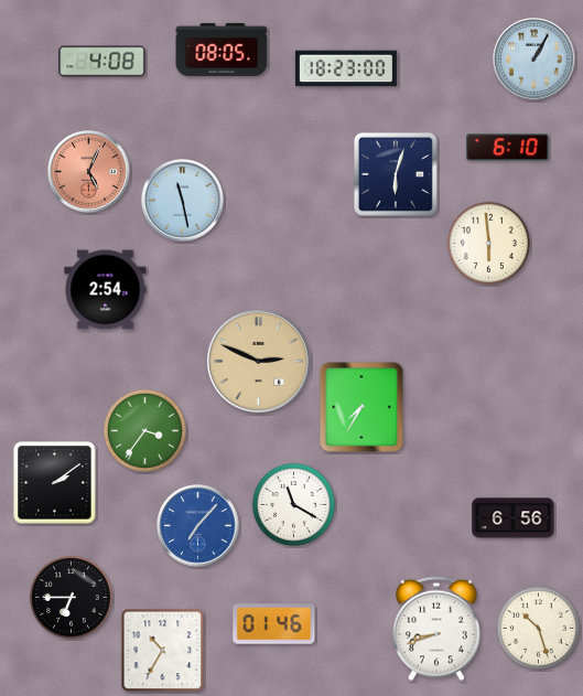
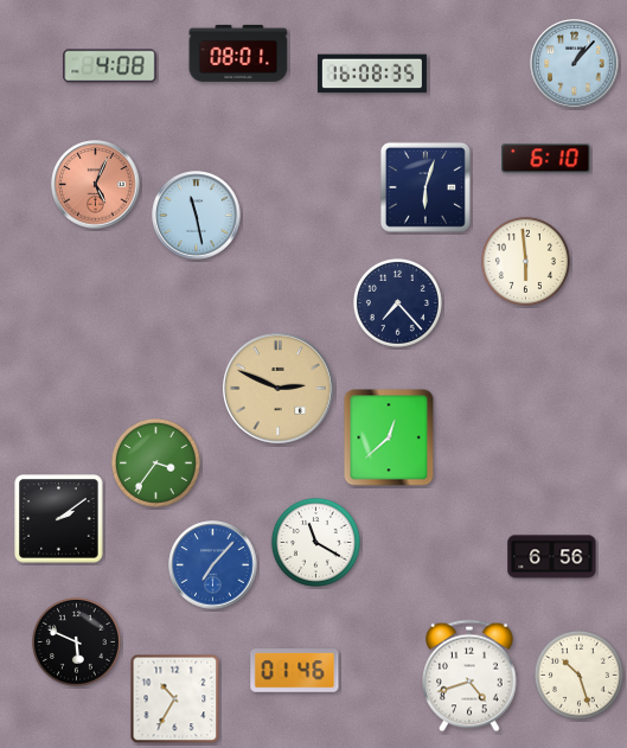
clock at (222, 50): 08:05 -> 08:01
clock at (535, 60): 1:05 -> 1:07
clock at (346, 68): 18:23 -> 16:08
clock at (397, 302): none -> 7:23
clock at (106, 290): 2:54 -> none
clock at (361, 407): 7:35 -> 12:38
clock at (71, 597): 6:45 -> 5:49
clock at (436, 629): 8:42 -> 4:42
